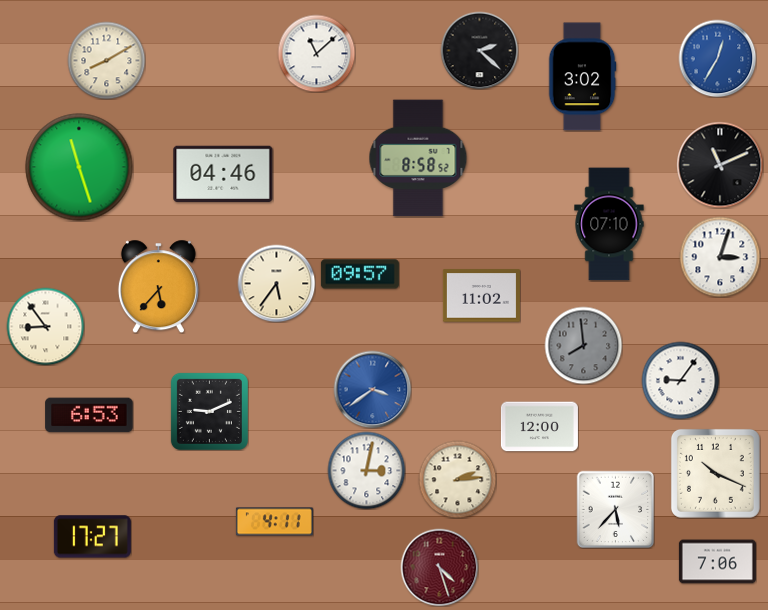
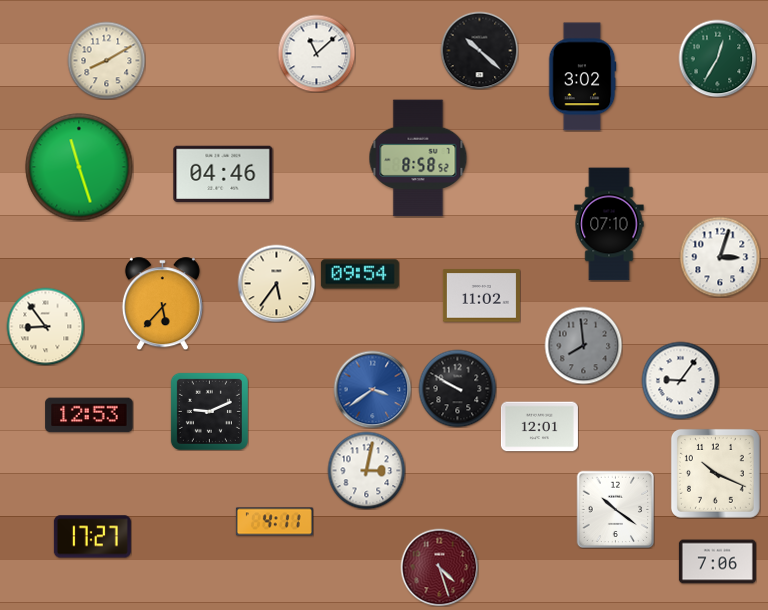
clock at (479, 50): 2:22 -> 10:22
clock at (717, 58) dial: blue -> green
clock at (720, 165): 11:11 -> none
clock at (360, 274): 09:57 -> 09:54
clock at (158, 286) position: (158, 286) -> (162, 303)
clock at (457, 388): none -> 9:50
clock at (89, 415): 6:53 -> 12:53
clock at (539, 427): 12:00 -> 12:01
clock at (457, 479): 2:14 -> none
clock at (615, 509): 5:37 -> 10:21
